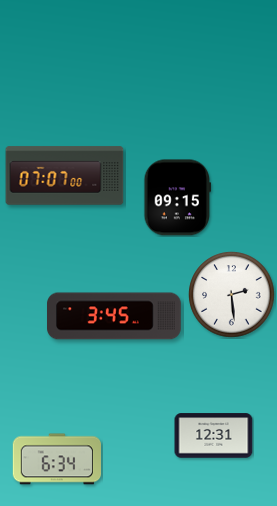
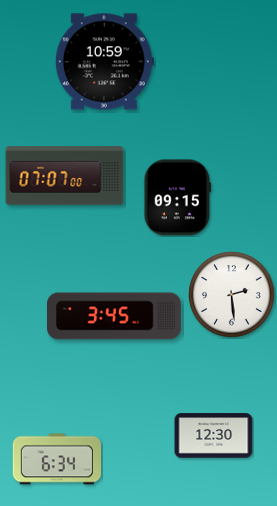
clock at (104, 62): none -> 10:59
clock at (214, 436): 12:31 -> 12:30
